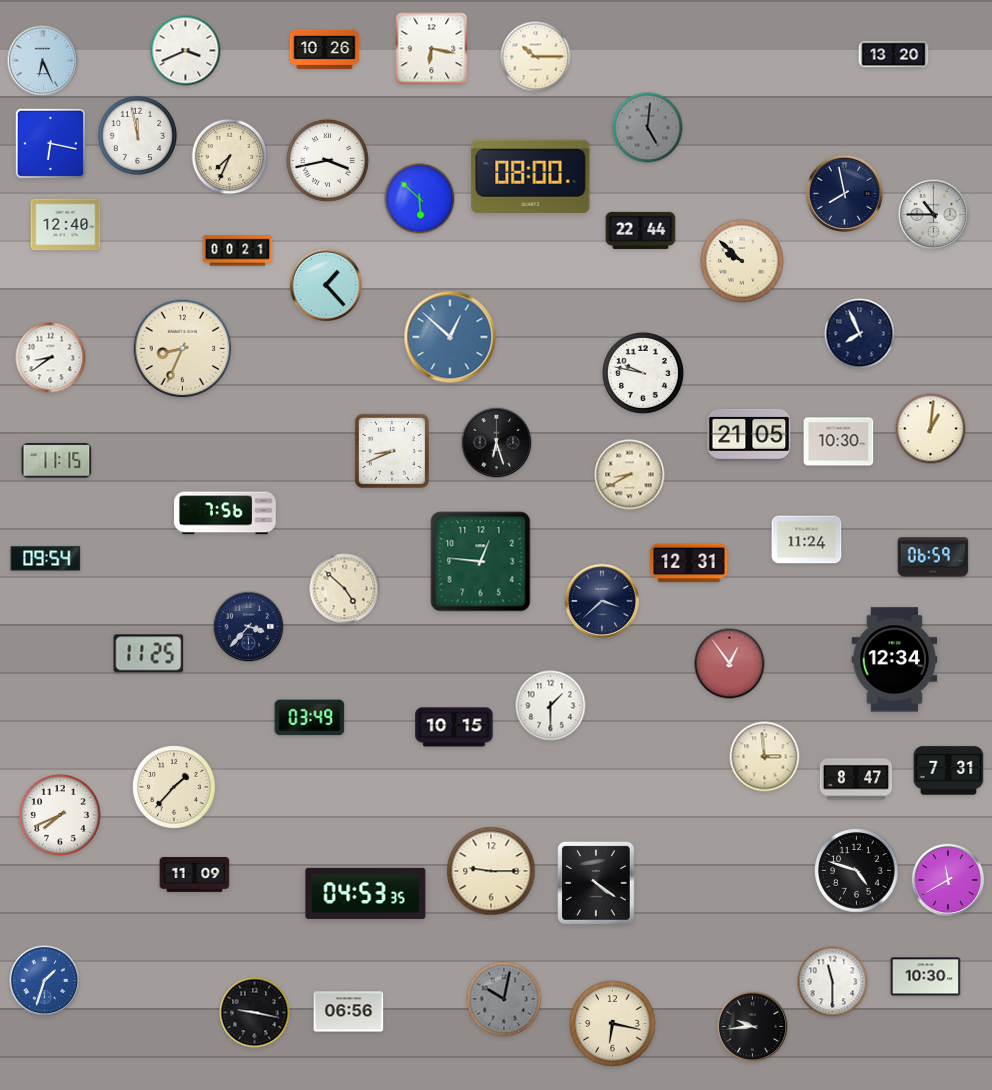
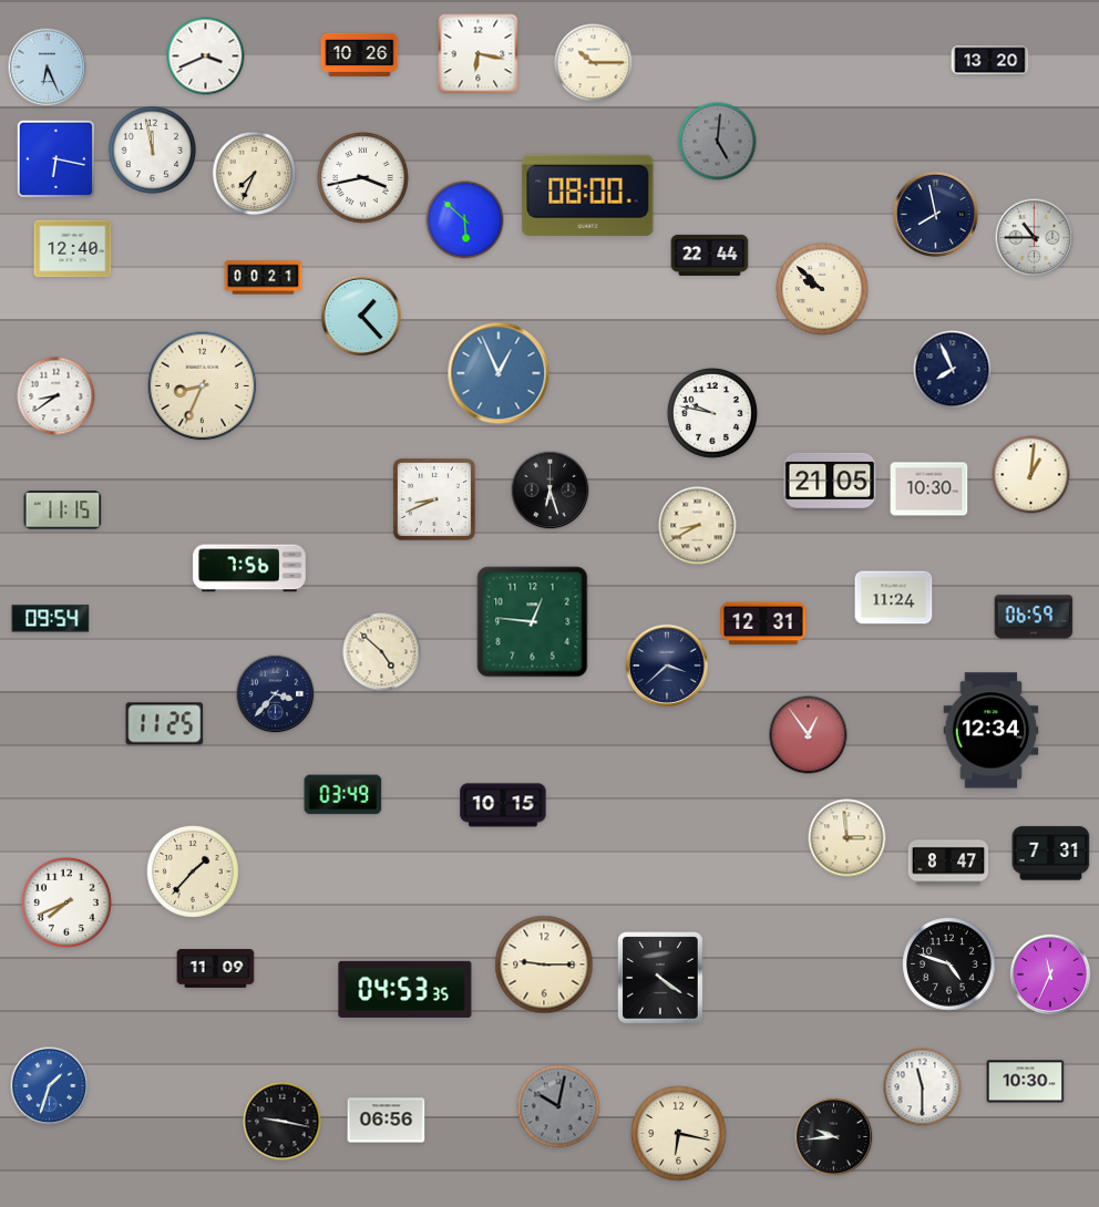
clock at (450, 337): 12:52 -> 12:56
clock at (551, 706): 1:30 -> none
clock at (948, 880): 11:40 -> 11:34
